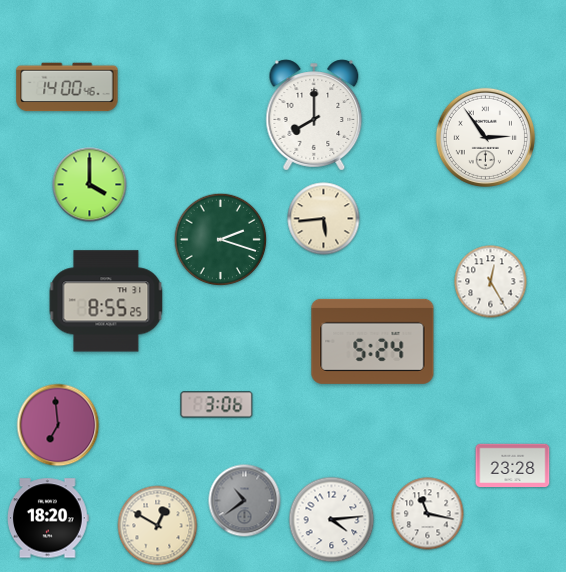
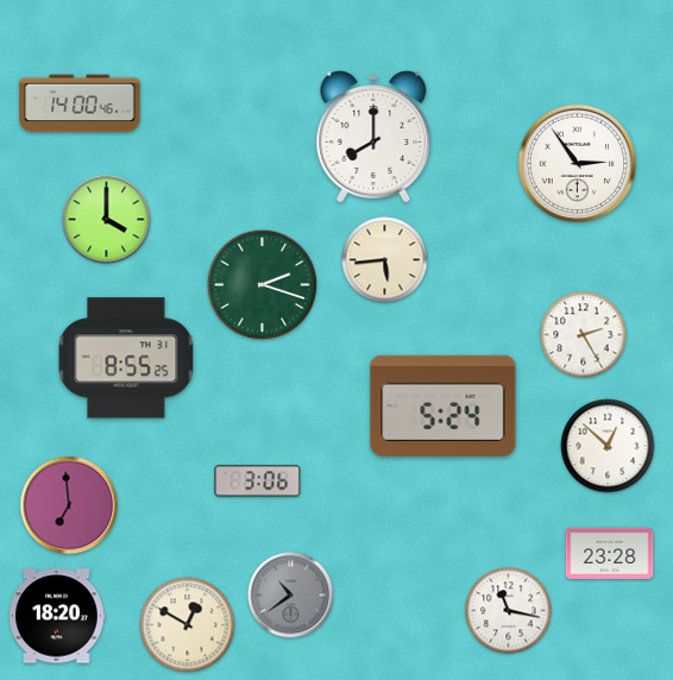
clock at (491, 282): 12:25 -> 2:25
clock at (608, 446): none -> 12:52
clock at (332, 520): 4:14 -> none
